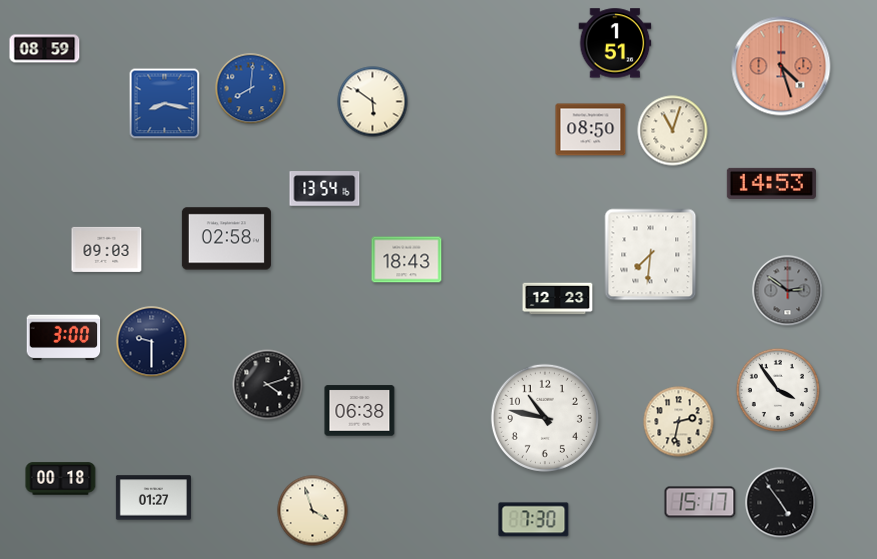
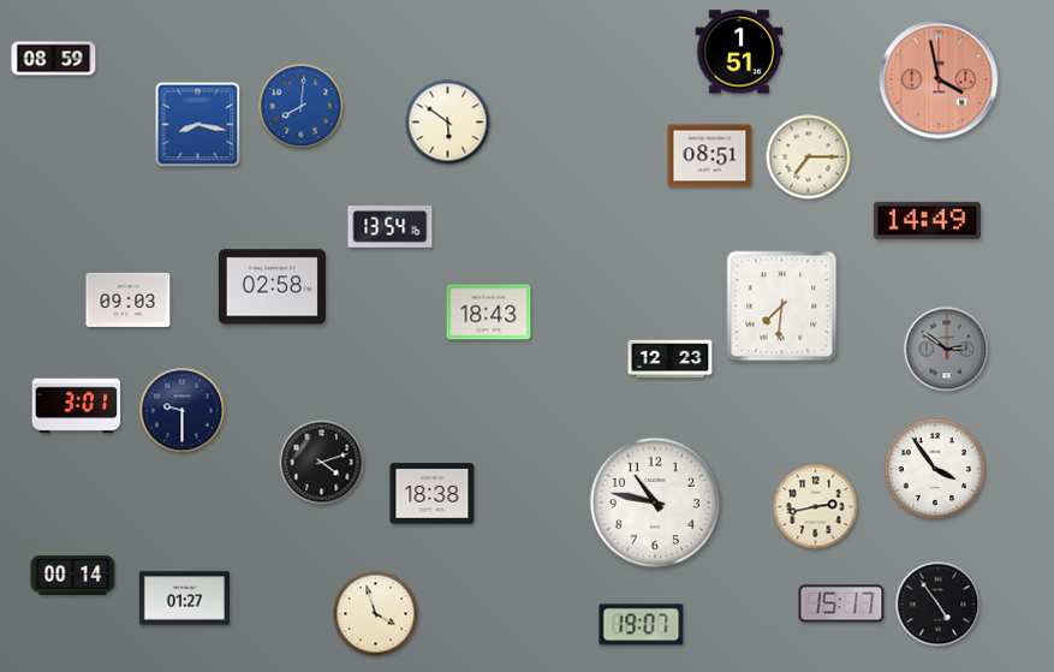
clock at (781, 66): 4:27 -> 3:58
clock at (591, 130): 08:50 -> 08:51
clock at (673, 131): 11:03 -> 7:15
clock at (771, 183): 14:53 -> 14:49
clock at (64, 338): 3:00 -> 3:01
clock at (360, 411): 06:38 -> 18:38
clock at (679, 422): 2:32 -> 2:43
clock at (61, 479): 00:18 -> 00:14
clock at (534, 520): 7:30 -> 19:07
